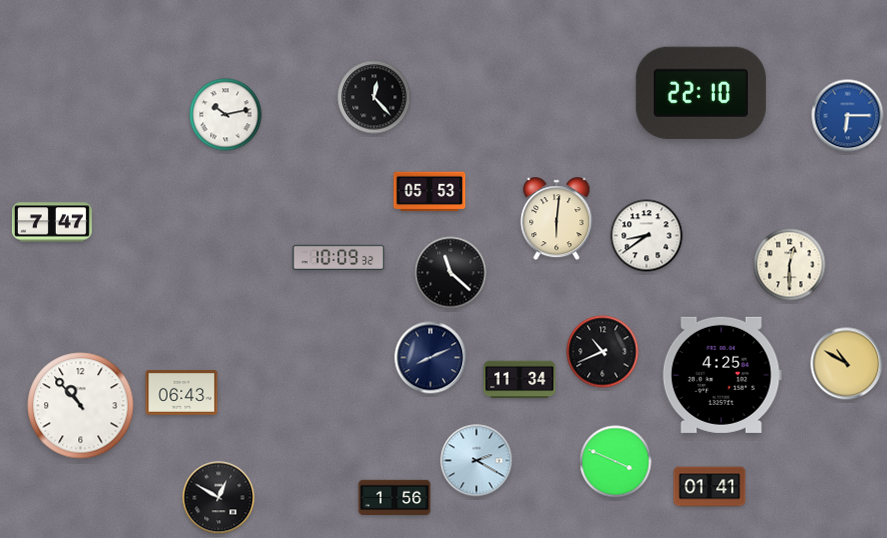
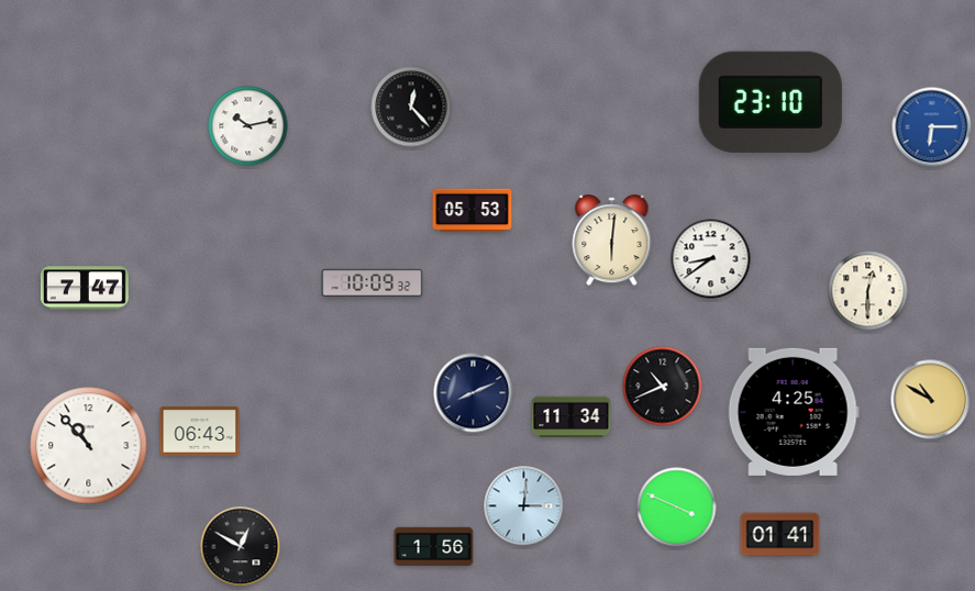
clock at (701, 93): 22:10 -> 23:10
clock at (52, 222) position: (52, 222) -> (85, 288)
clock at (451, 273): 11:22 -> none
clock at (477, 461): 2:20 -> 3:01
